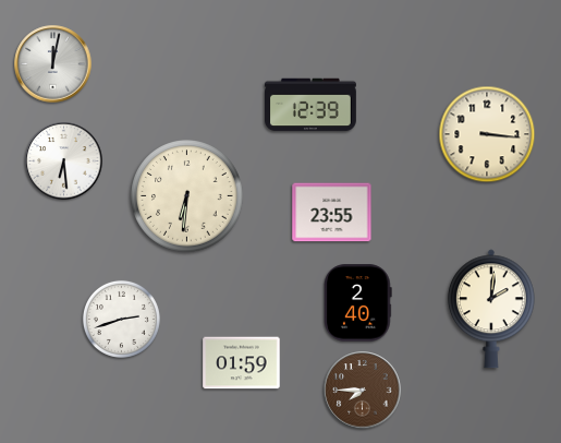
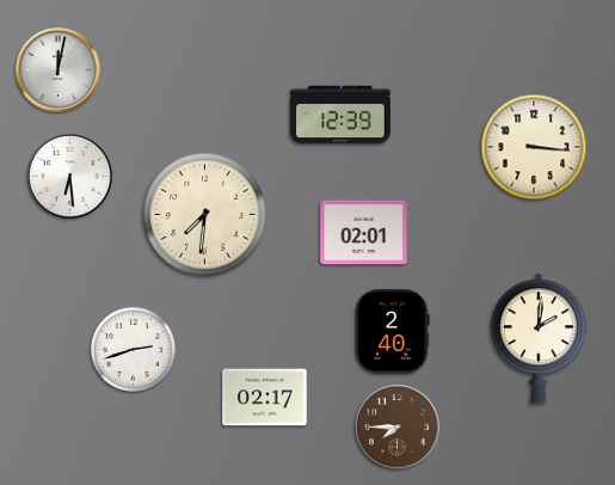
clock at (187, 196): 6:31 -> 7:31
clock at (332, 213): 23:55 -> 02:01
clock at (242, 363): 01:59 -> 02:17
